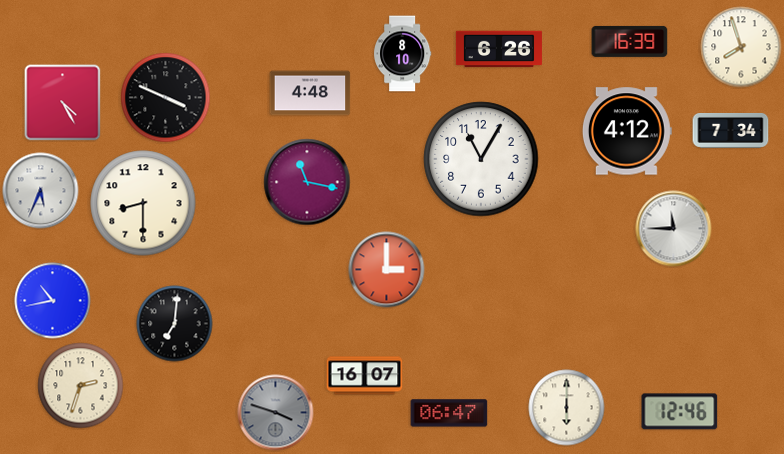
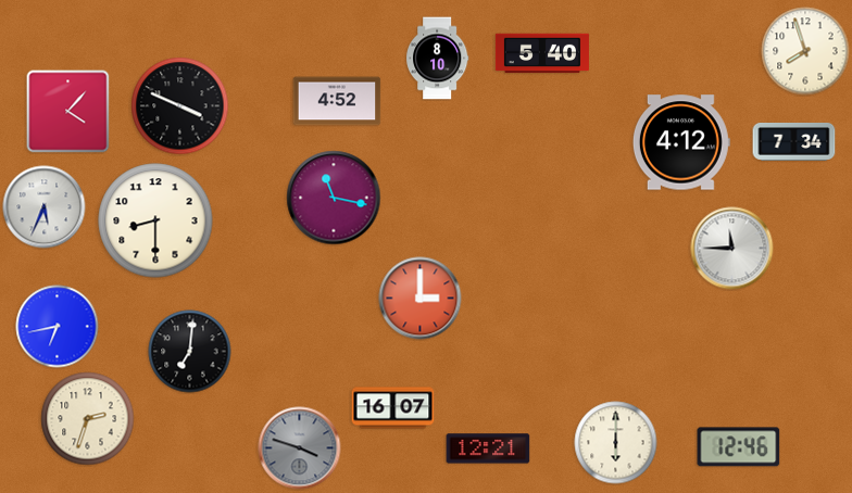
clock at (630, 41): 16:39 -> none
clock at (499, 49): 6:26 -> 5:40
clock at (310, 93): 4:48 -> 4:52
clock at (63, 103): 4:25 -> 4:07
clock at (481, 159): 11:05 -> none
clock at (387, 270) position: (387, 270) -> (421, 299)
clock at (53, 301): 10:43 -> 6:43
clock at (365, 376) position: (365, 376) -> (393, 408)
clock at (449, 413): 06:47 -> 12:21
